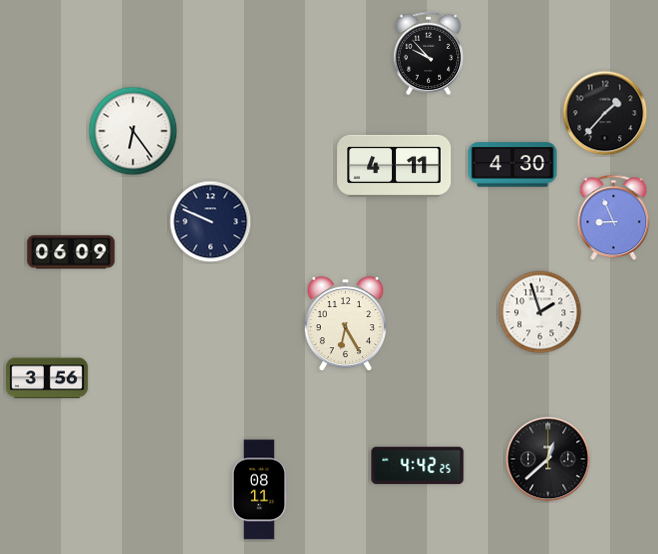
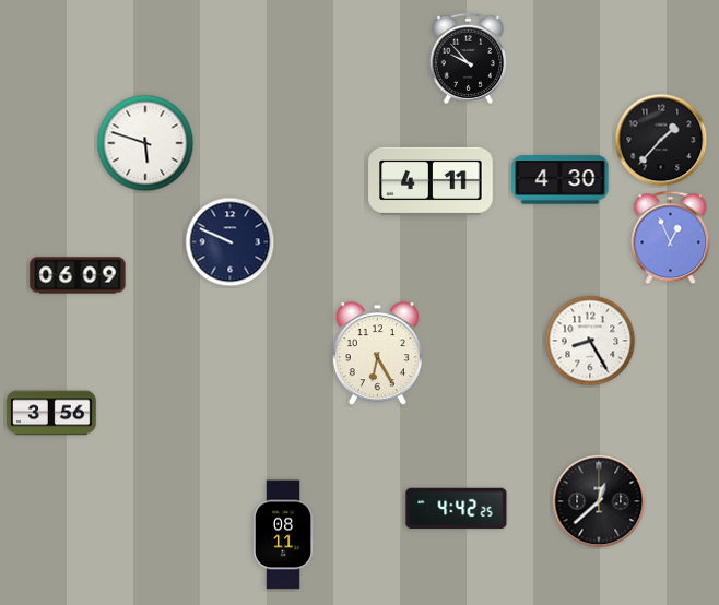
clock at (605, 113) position: (605, 113) -> (661, 140)
clock at (133, 131): 6:24 -> 5:48
clock at (614, 218): 8:56 -> 12:56
clock at (540, 312): 1:57 -> 8:25
